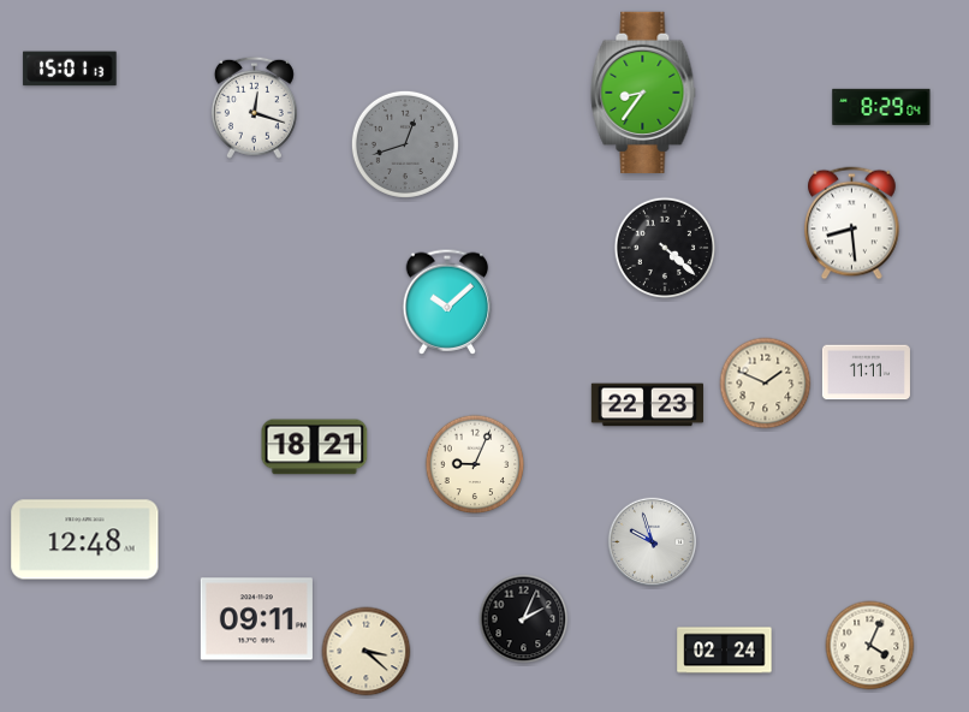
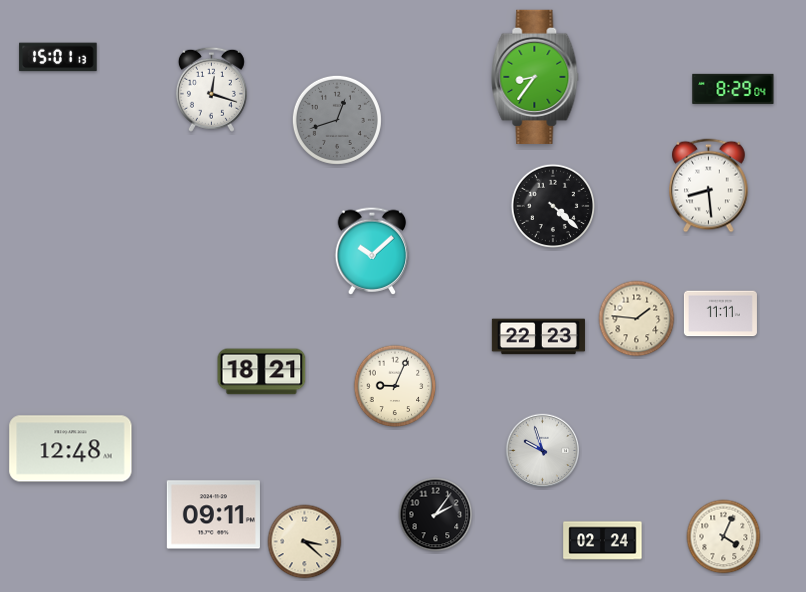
clock at (866, 373) position: (866, 373) -> (720, 314)
clock at (766, 384): 1:49 -> 1:46
clock at (524, 619): 2:04 -> 2:06
